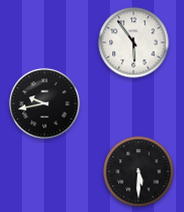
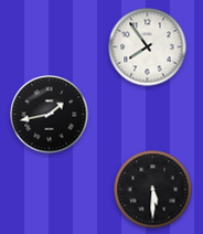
clock at (134, 43): 5:54 -> 7:54
clock at (45, 104): 9:43 -> 1:43
